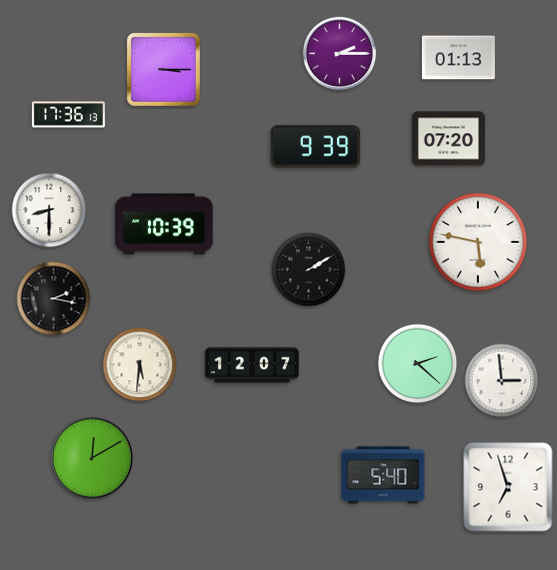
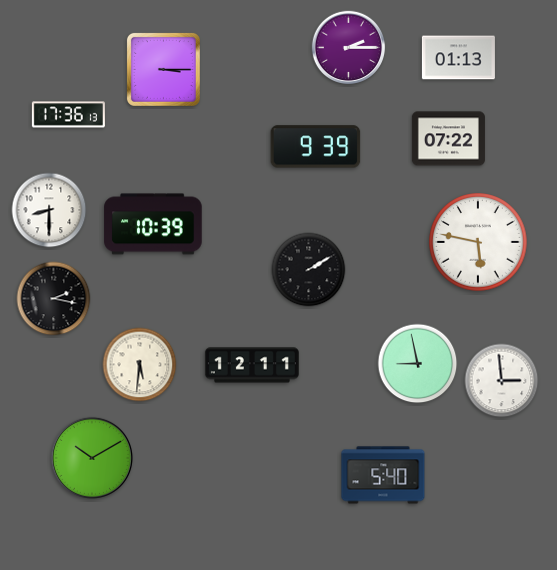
clock at (340, 54) position: (340, 54) -> (349, 48)
clock at (448, 139): 07:20 -> 07:22
clock at (164, 224) position: (164, 224) -> (153, 224)
clock at (418, 364): 2:22 -> 8:58
clock at (252, 365): 12:07 -> 12:11
clock at (92, 458): 12:10 -> 10:10
clock at (508, 487): 6:57 -> none
